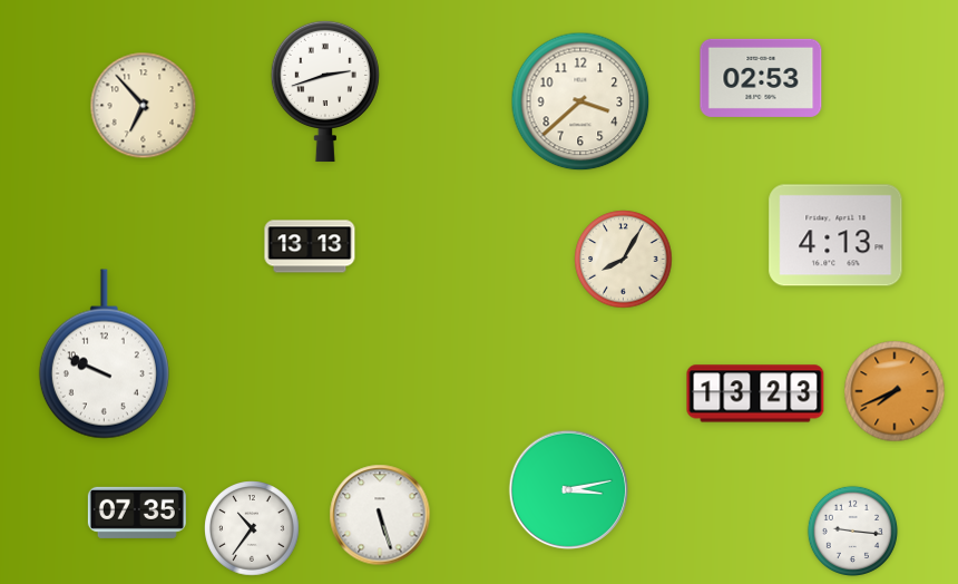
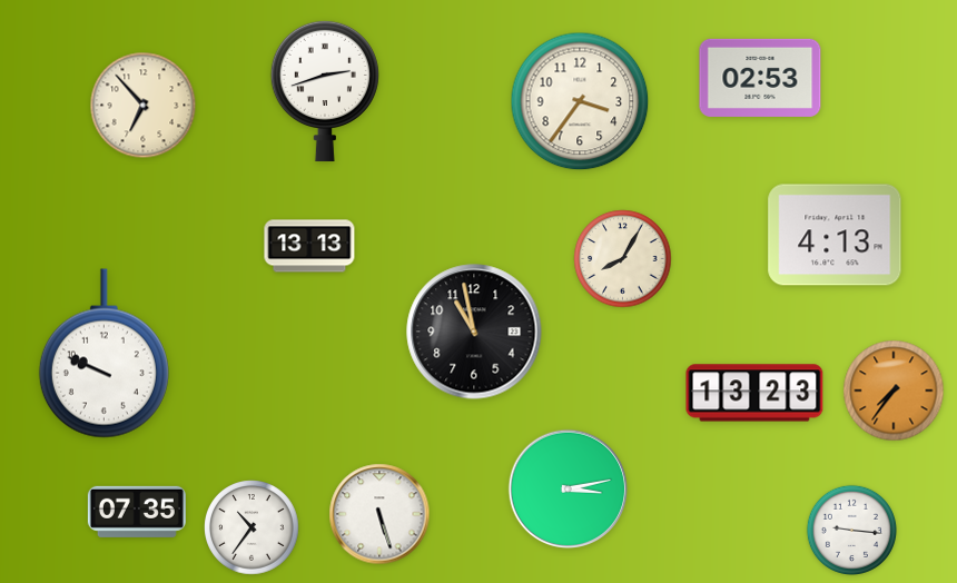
clock at (580, 101): 3:38 -> 3:36
clock at (474, 332): none -> 10:58
clock at (895, 391): 7:41 -> 7:36
